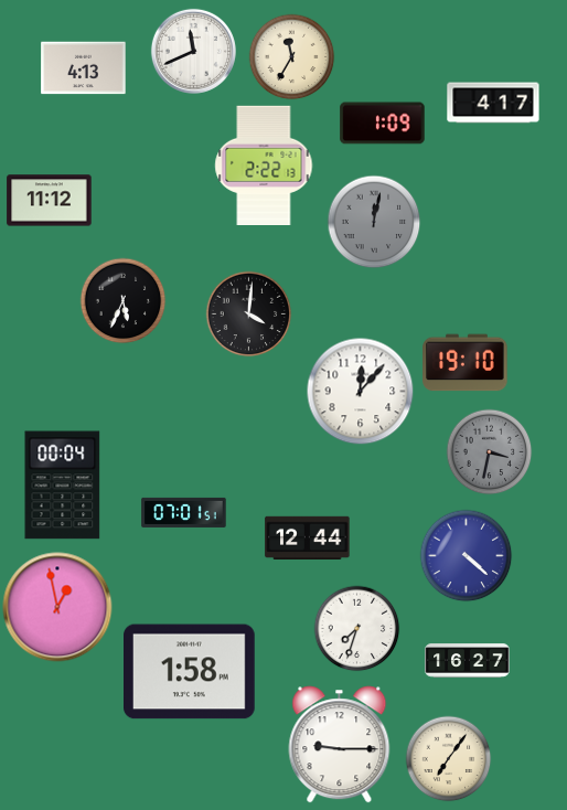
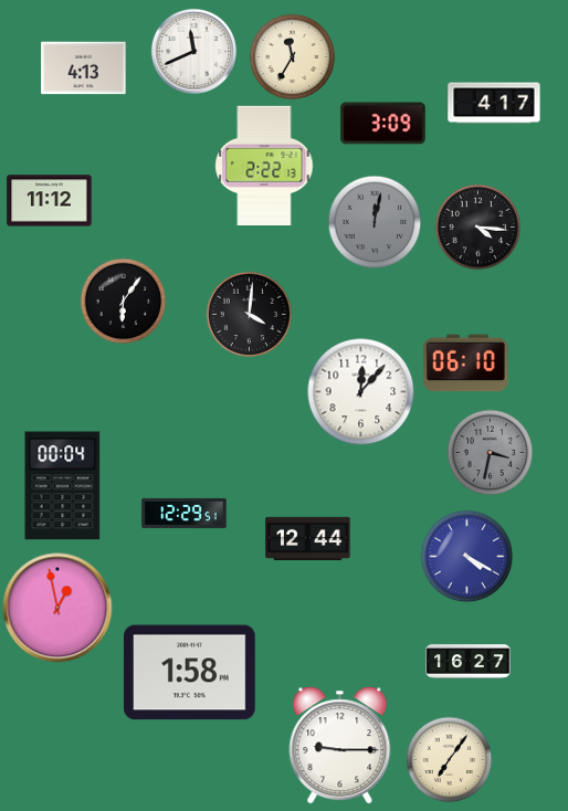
clock at (383, 124): 1:09 -> 3:09
clock at (477, 227): none -> 4:16
clock at (122, 300): 5:34 -> 6:06
clock at (466, 363): 19:10 -> 06:10
clock at (184, 512): 07:01 -> 12:29
clock at (466, 555): 4:22 -> 4:20
clock at (356, 628): 7:33 -> none
